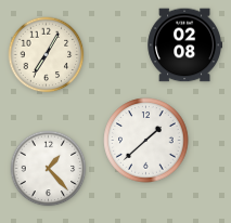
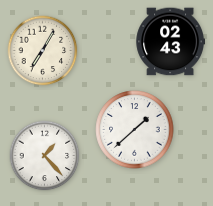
clock at (184, 45): 02:08 -> 02:43
